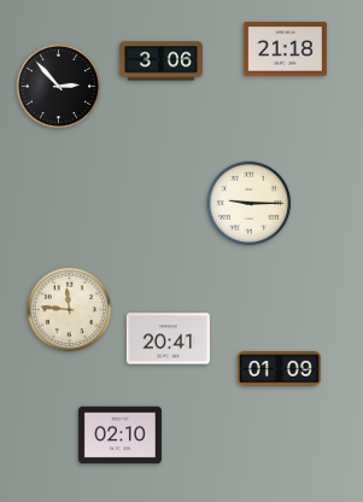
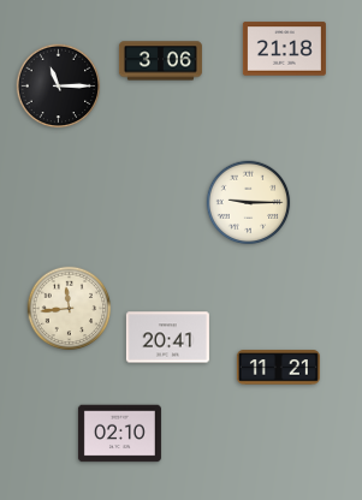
clock at (59, 87): 2:53 -> 11:15
clock at (70, 310): 11:46 -> 11:44
clock at (279, 369): 01:09 -> 11:21
